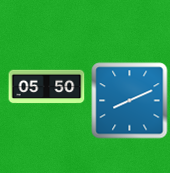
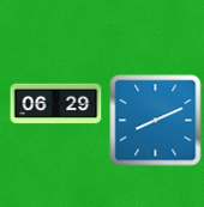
clock at (47, 87): 05:50 -> 06:29
